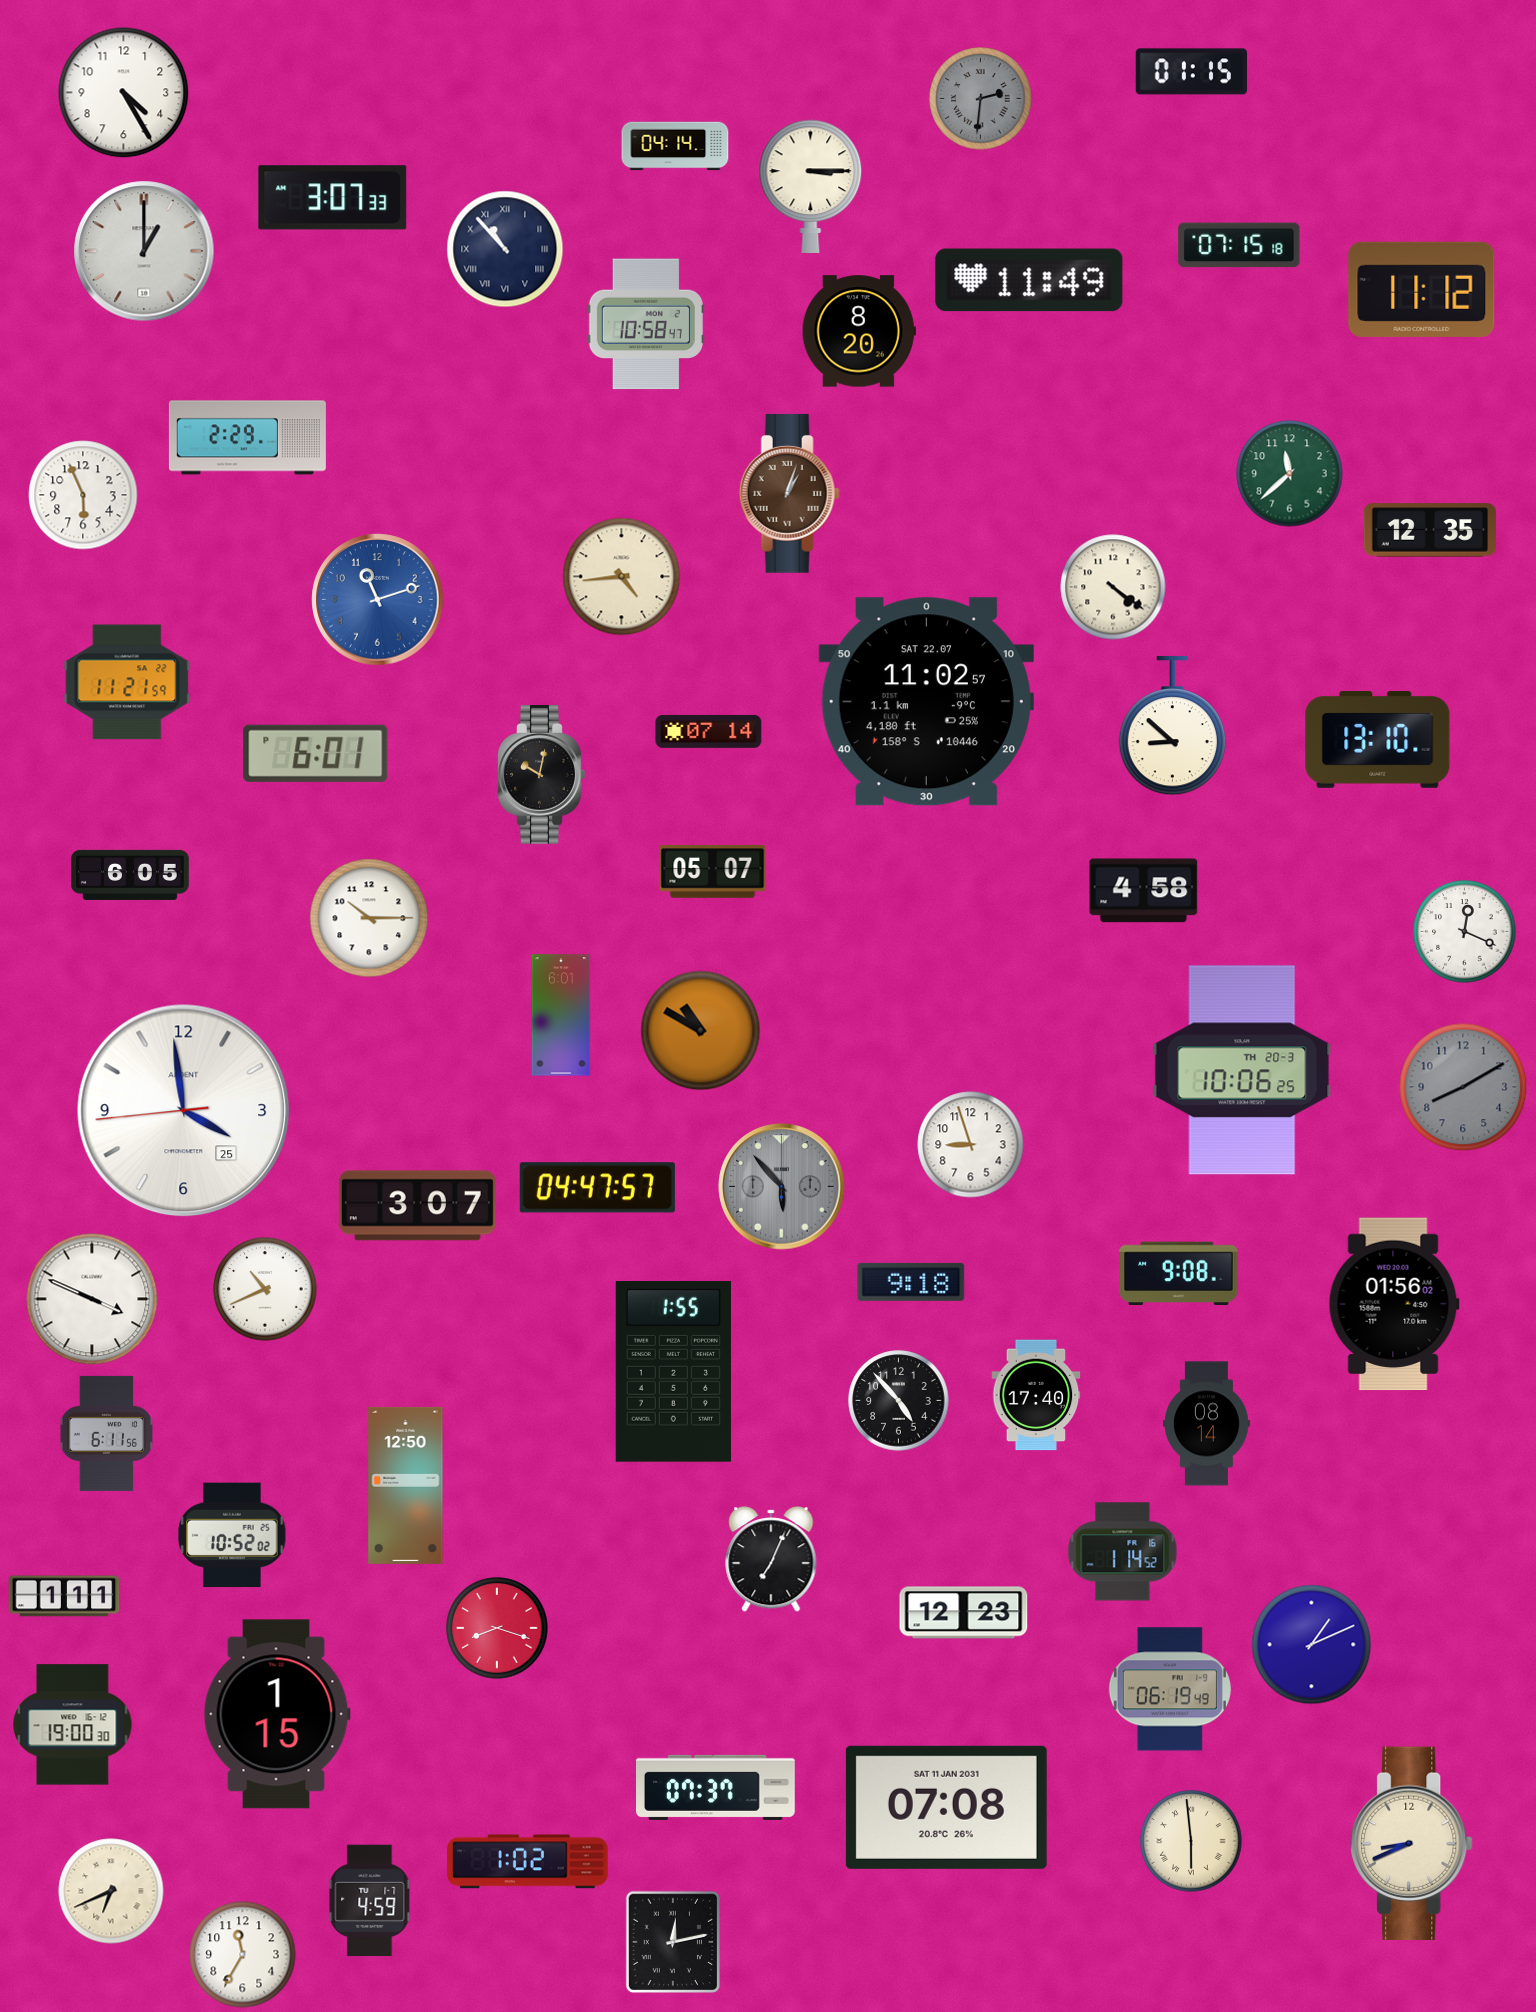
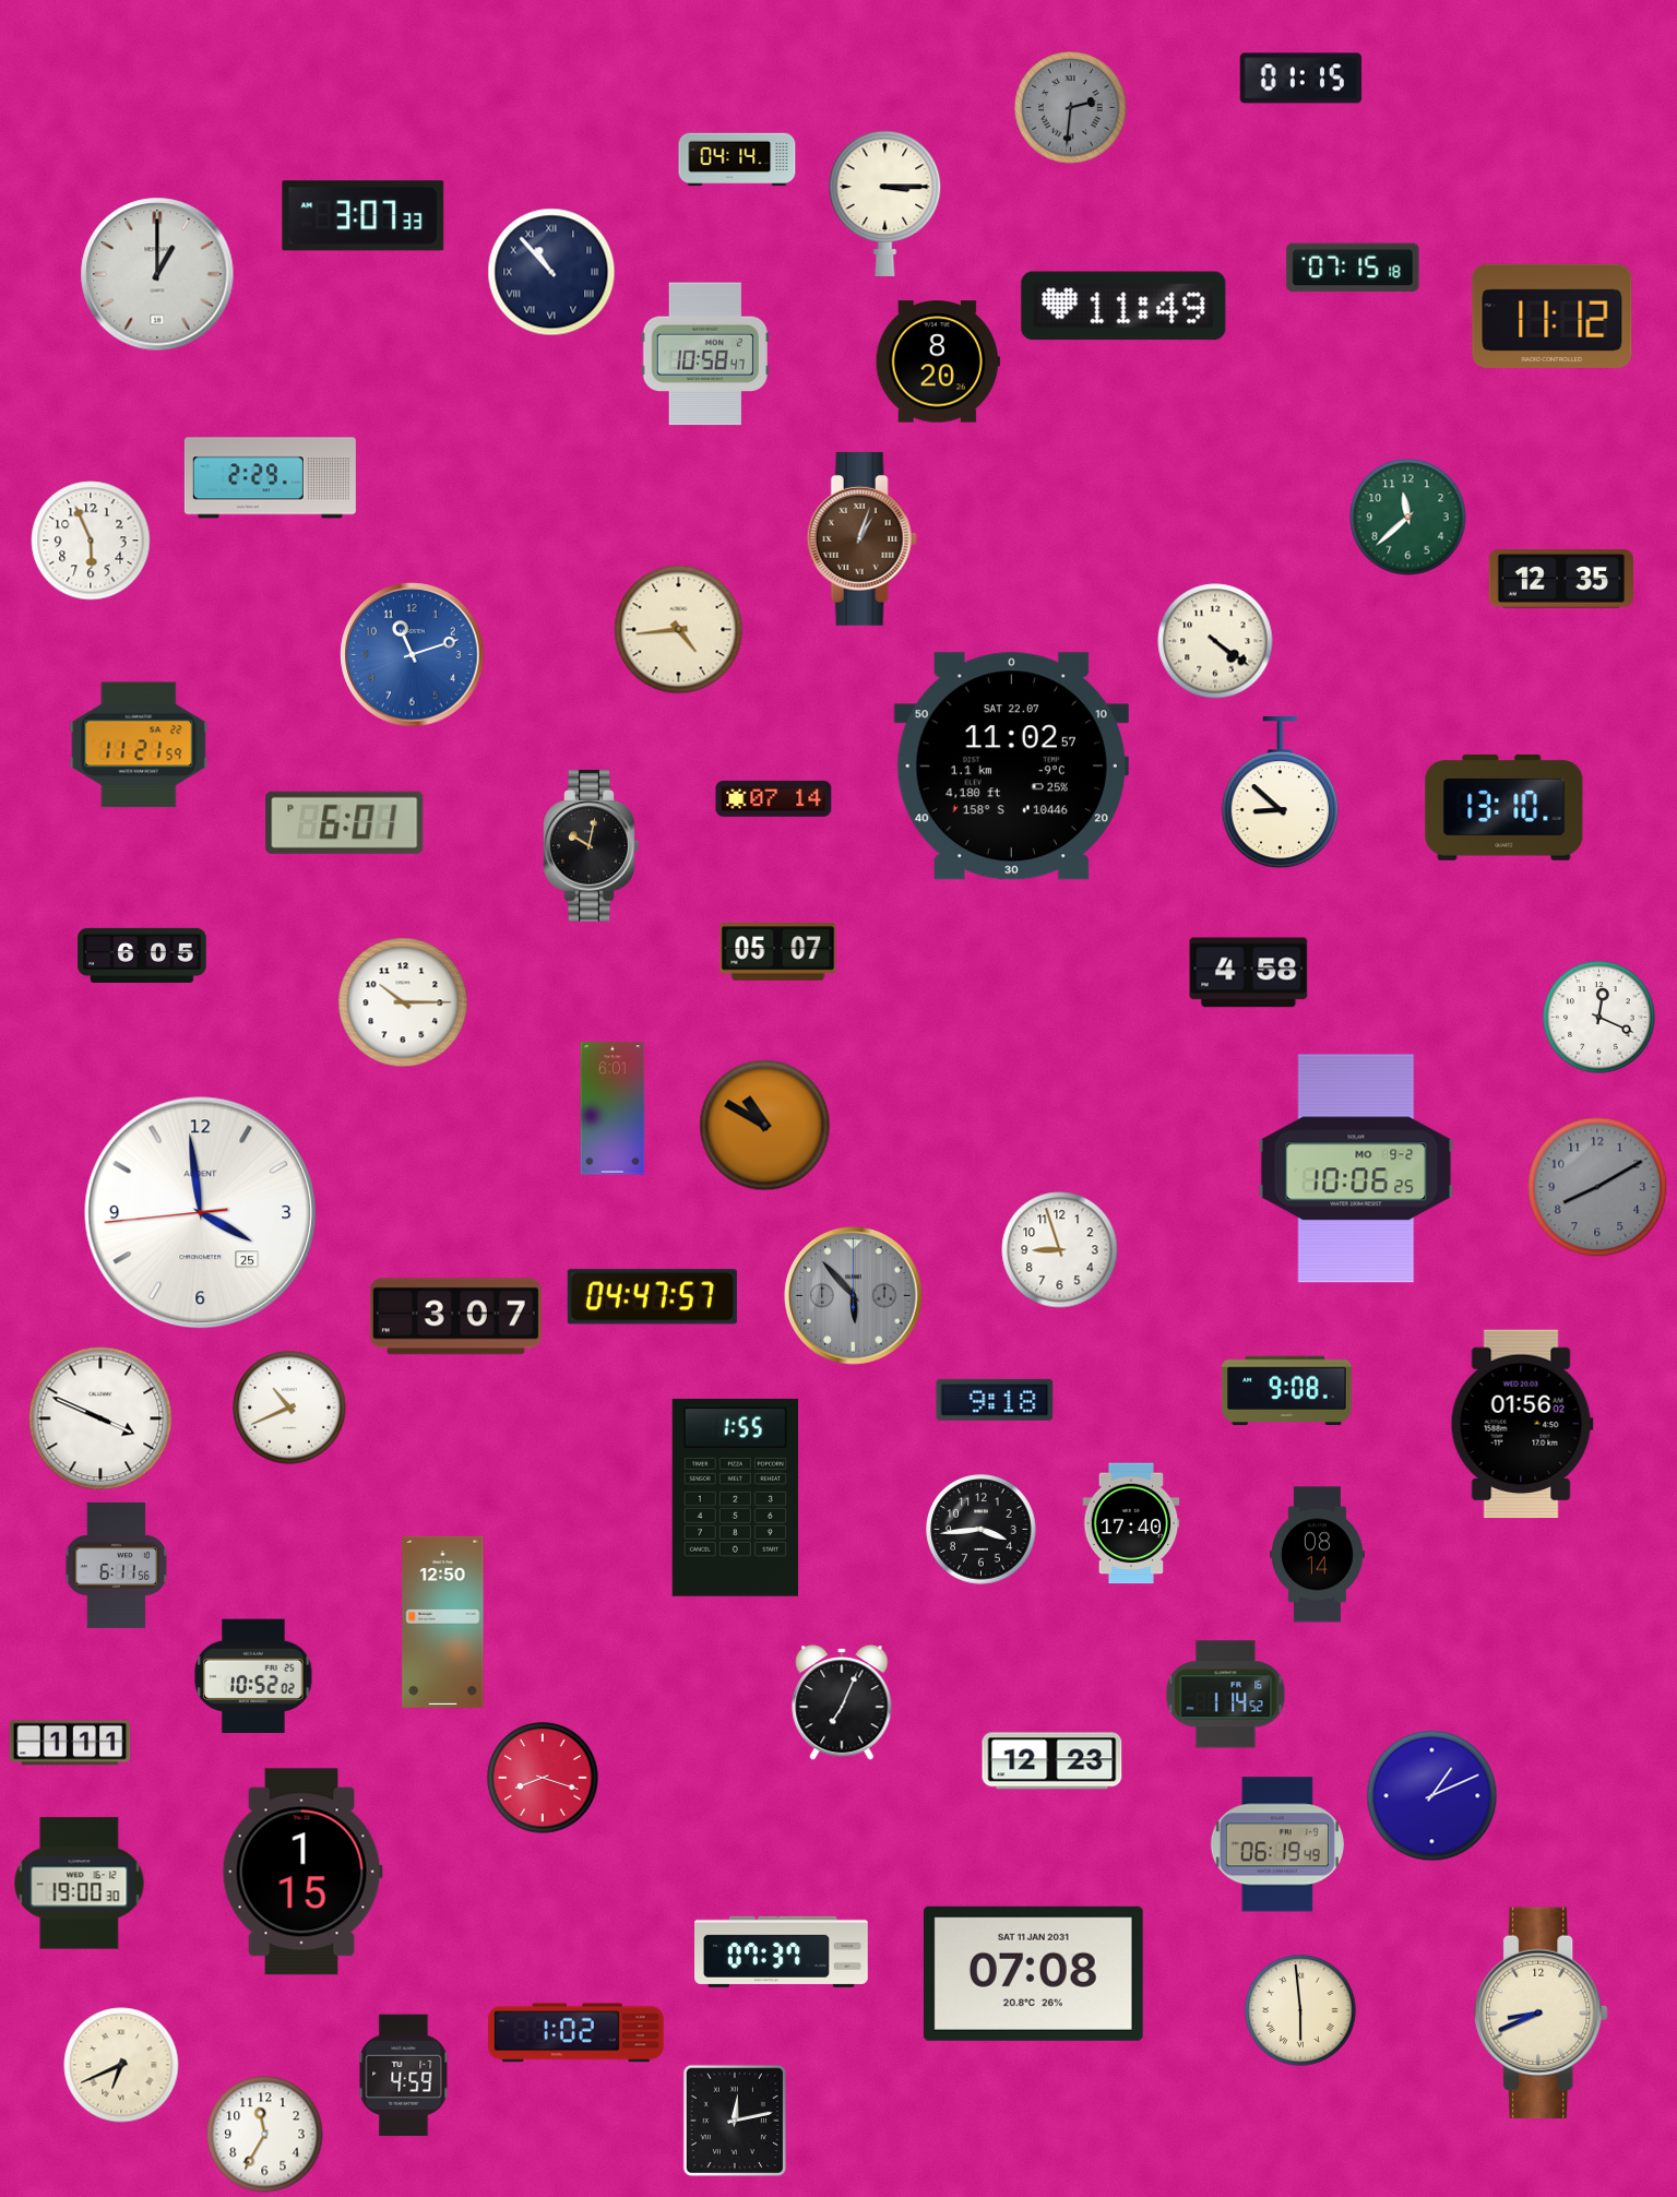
clock at (124, 93): 4:25 -> none
clock at (1242, 1070) date: TH 20-3 -> MO 9-2
clock at (899, 1401): 4:53 -> 3:44
